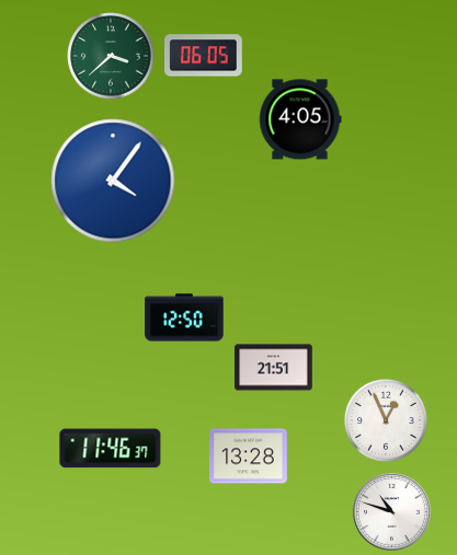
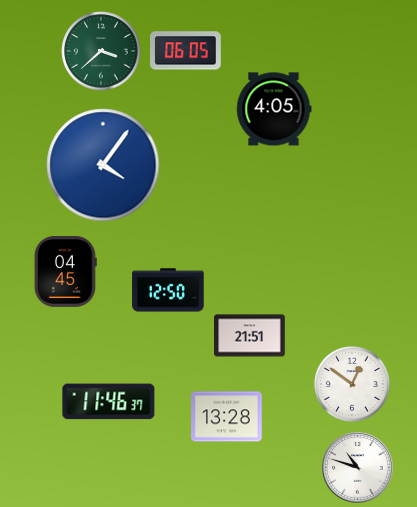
clock at (65, 272): none -> 04:45
clock at (386, 420): 12:56 -> 12:51
clock at (111, 449) position: (111, 449) -> (109, 402)
